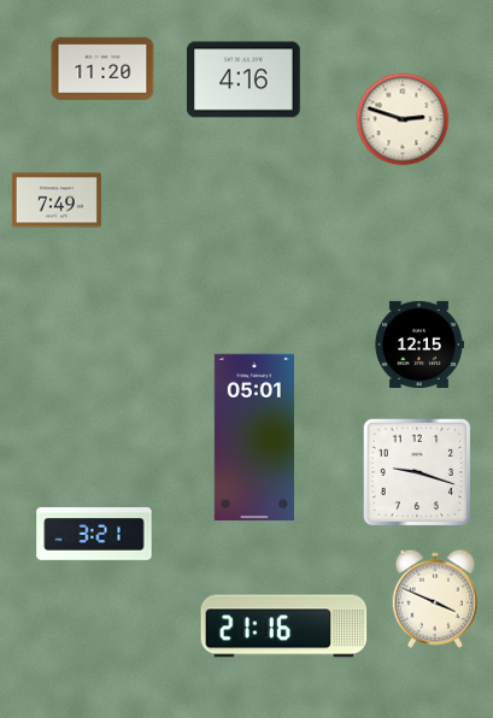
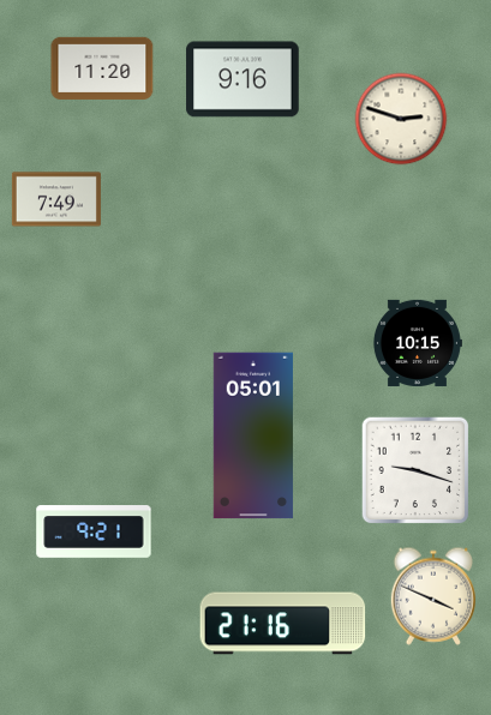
clock at (243, 80): 4:16 -> 9:16
clock at (418, 345): 12:15 -> 10:15
clock at (94, 534): 3:21 -> 9:21
